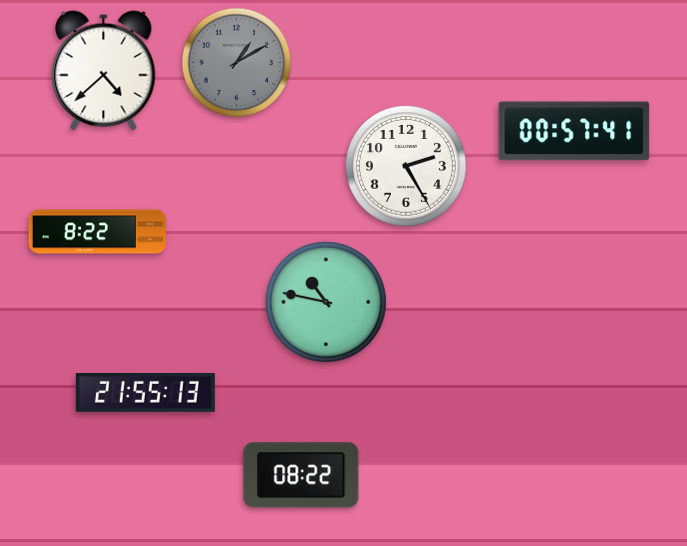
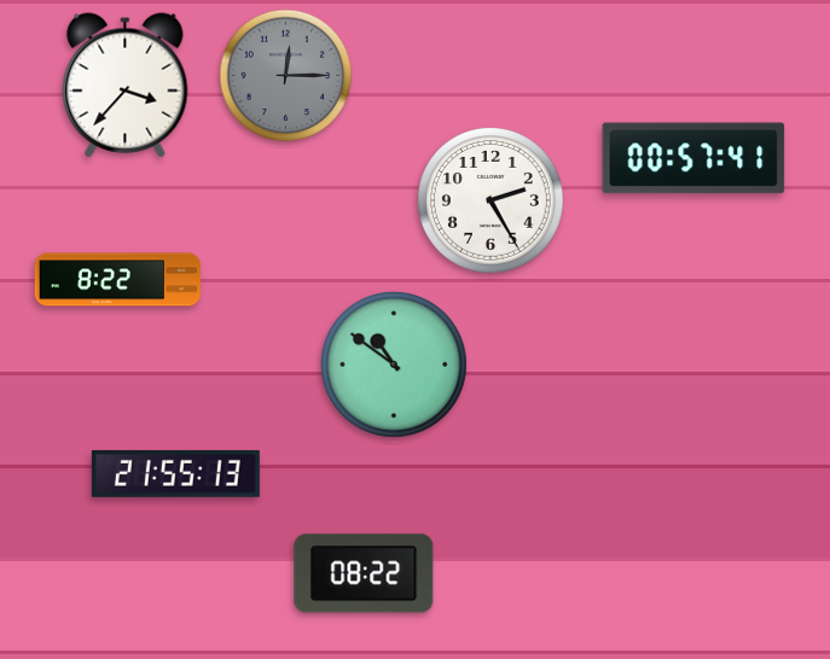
clock at (237, 63): 1:10 -> 12:15
clock at (104, 71): 4:38 -> 3:37
clock at (326, 302): 10:47 -> 10:51
